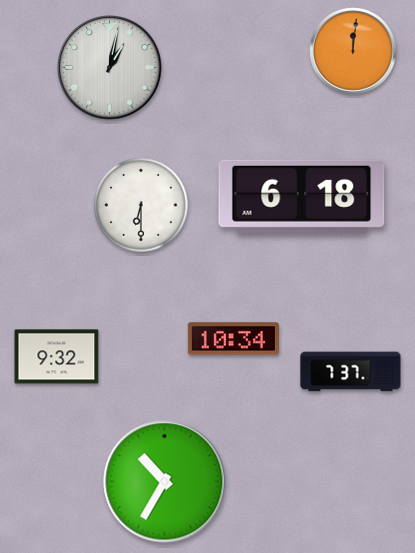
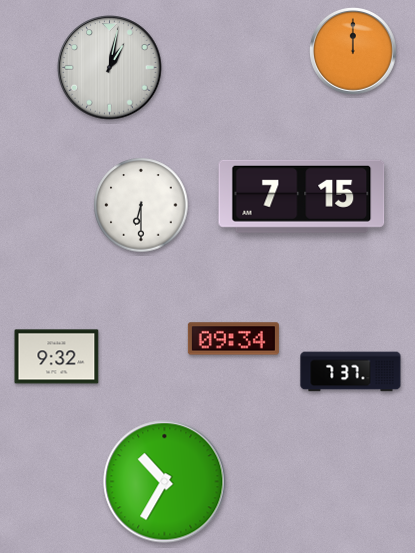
clock at (354, 52): 12:01 -> 12:00
clock at (302, 196): 6:18 -> 7:15
clock at (233, 339): 10:34 -> 09:34
